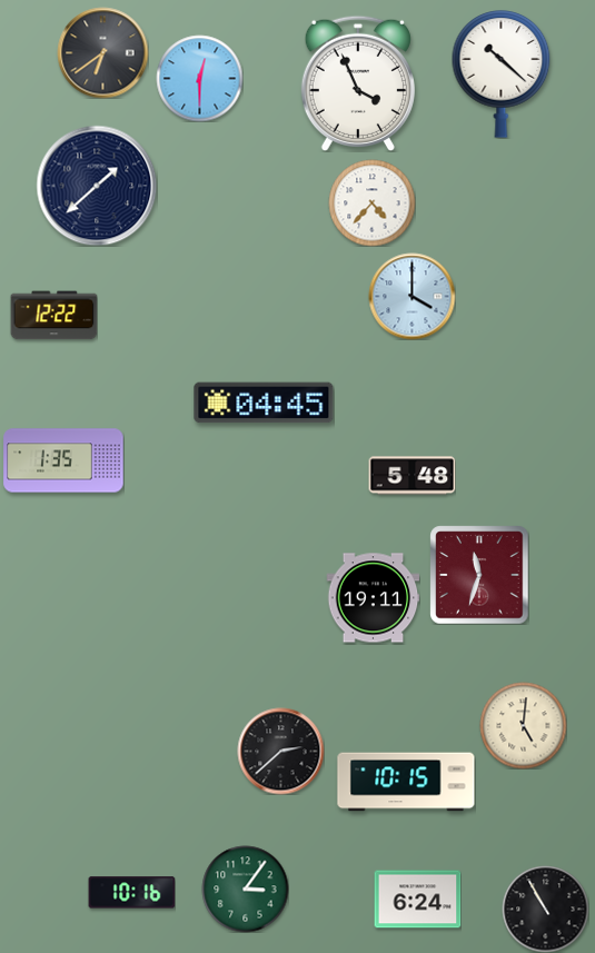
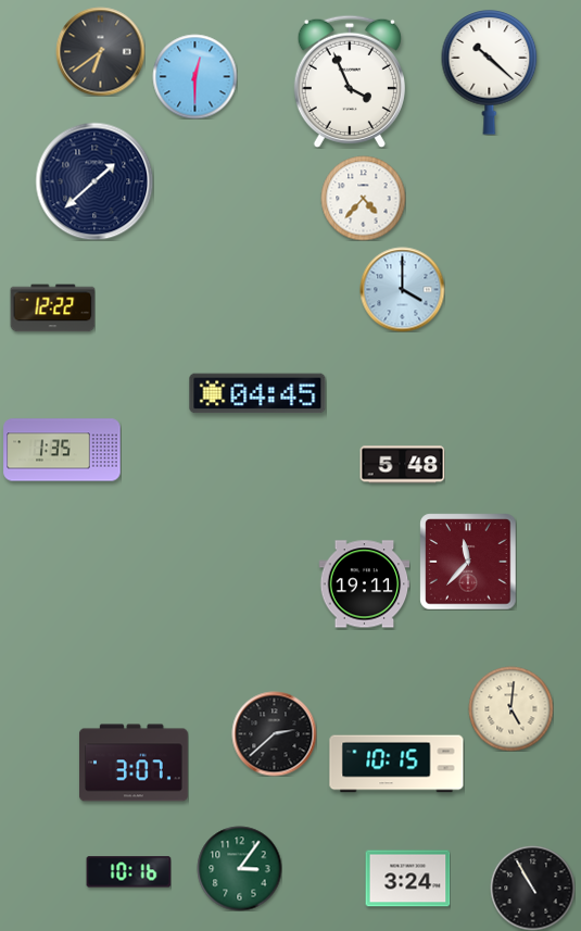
clock at (479, 575): 11:33 -> 11:37
clock at (134, 763): none -> 3:07
clock at (417, 900): 6:24 -> 3:24
